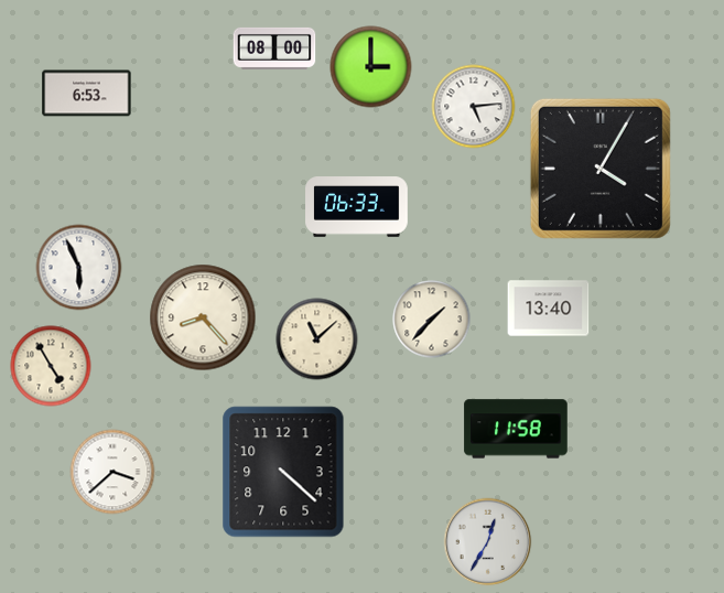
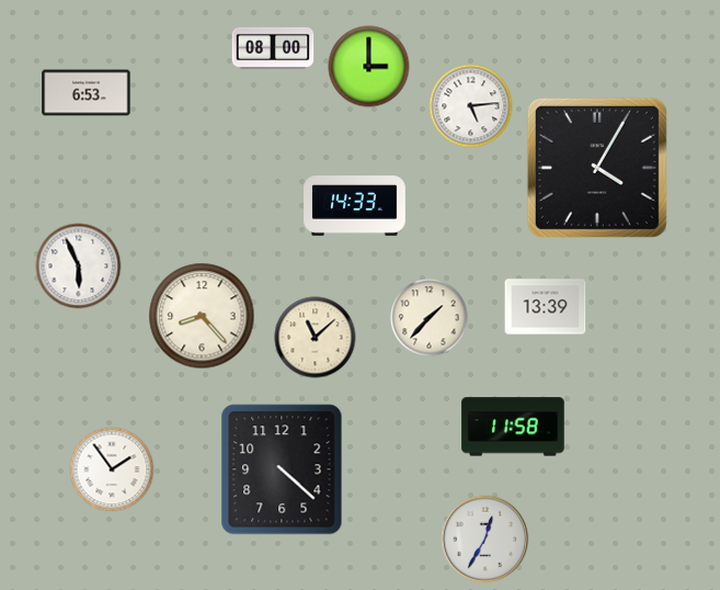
clock at (357, 207): 06:33 -> 14:33
clock at (549, 309): 13:40 -> 13:39
clock at (51, 366): 4:55 -> none
clock at (112, 472): 3:38 -> 1:54
